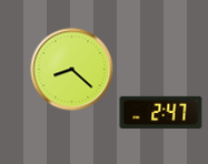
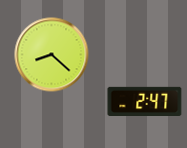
clock at (72, 70) position: (72, 70) -> (52, 55)
